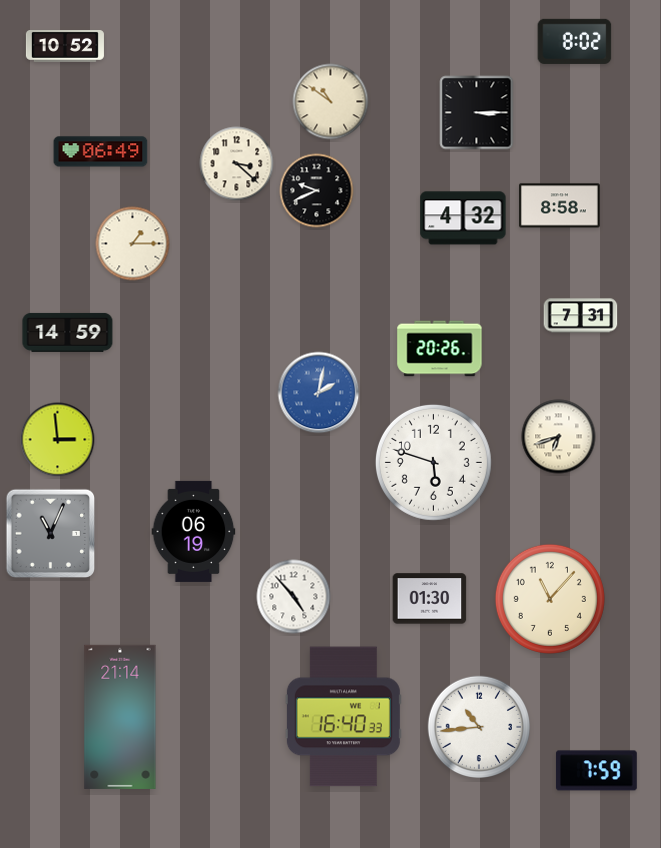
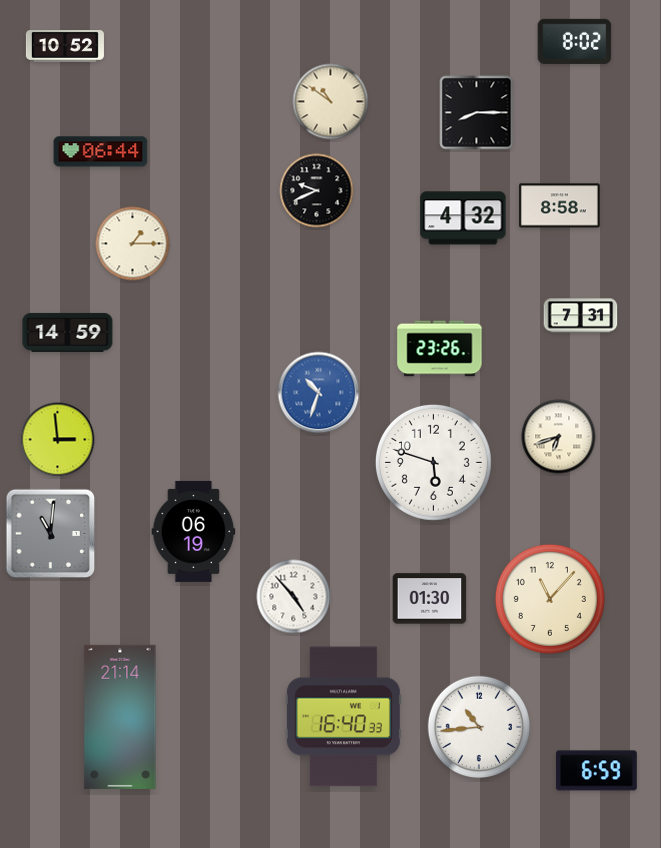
clock at (477, 113): 3:15 -> 8:15
clock at (101, 152): 06:49 -> 06:44
clock at (237, 164): 3:22 -> none
clock at (440, 349): 20:26 -> 23:26
clock at (319, 393): 2:02 -> 10:33
clock at (51, 534): 11:04 -> 11:01
clock at (596, 771): 7:59 -> 6:59
